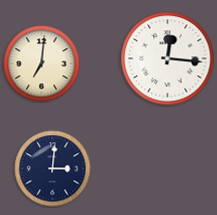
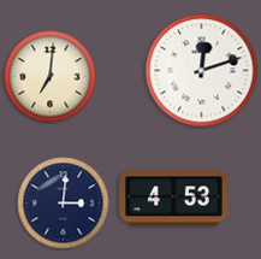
clock at (168, 59): 12:16 -> 12:12
clock at (174, 199): none -> 4:53
